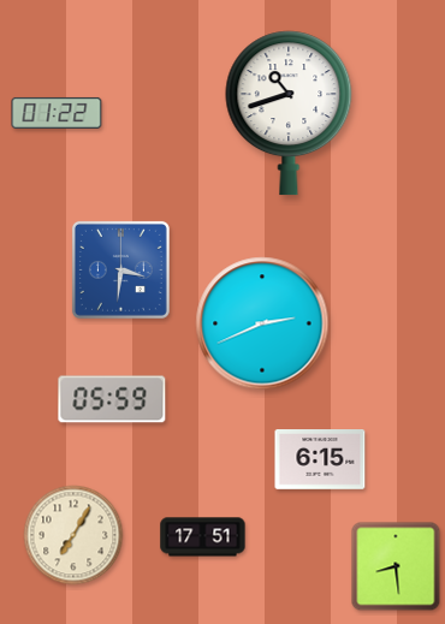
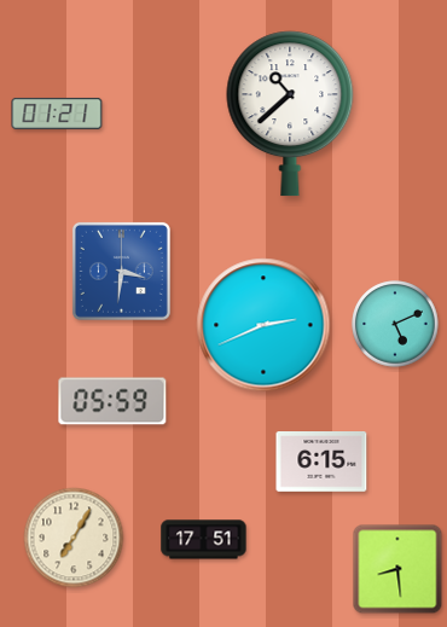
clock at (57, 113): 01:22 -> 01:21
clock at (289, 113): 10:42 -> 10:38
clock at (395, 324): none -> 5:11
